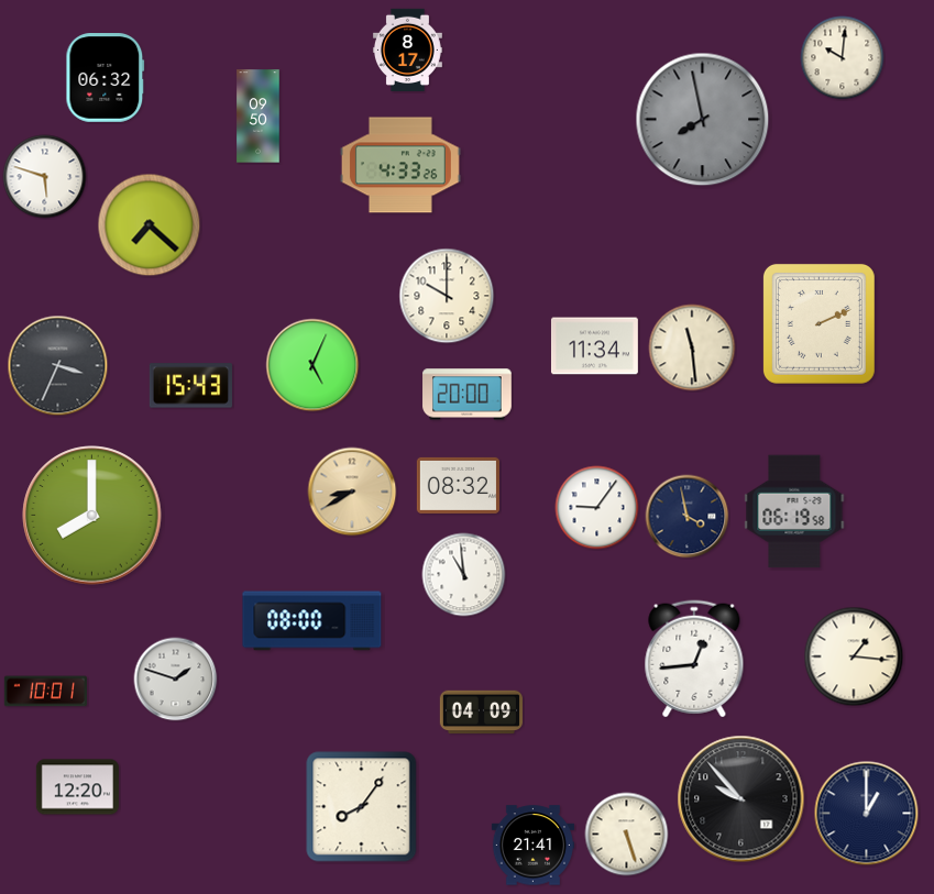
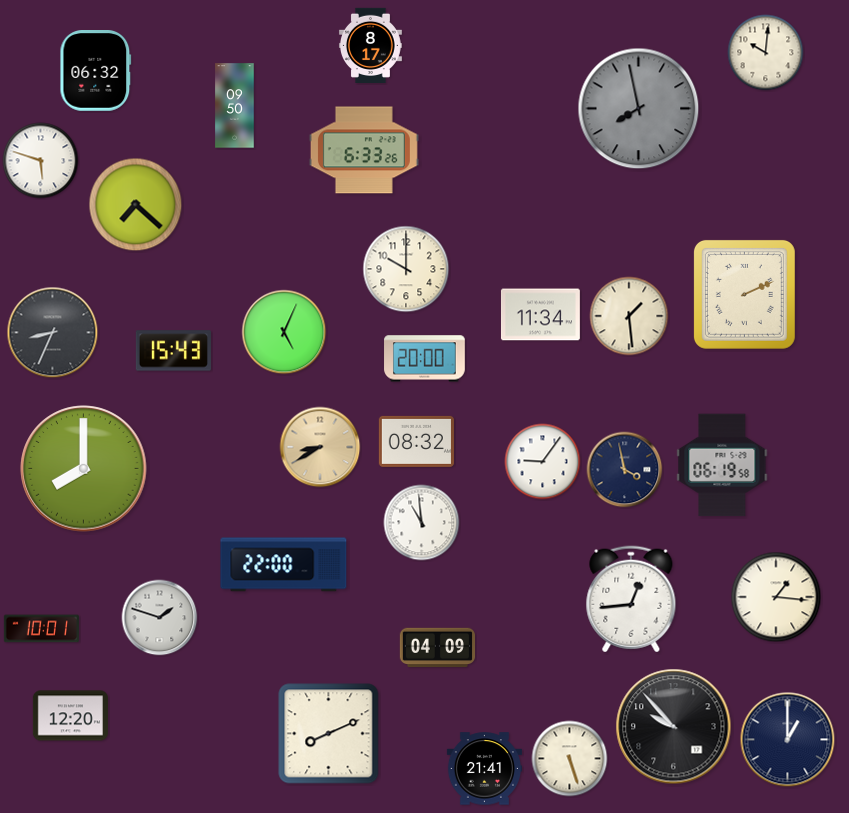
clock at (400, 165): 4:33 -> 6:33
clock at (692, 347): 11:29 -> 1:29
clock at (58, 366): 3:34 -> 8:34
clock at (312, 621): 08:00 -> 22:00
clock at (362, 807): 8:06 -> 8:11
